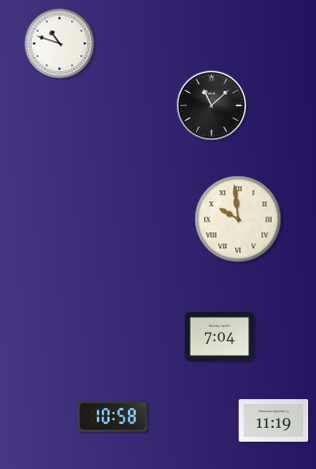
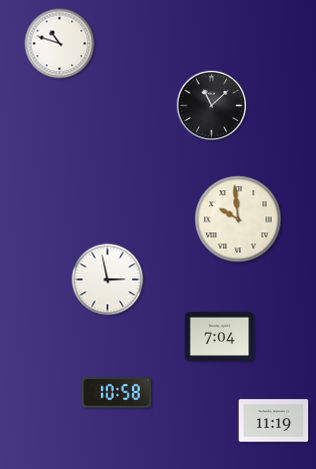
clock at (108, 280): none -> 2:58
clock at (113, 417) position: (113, 417) -> (117, 393)
